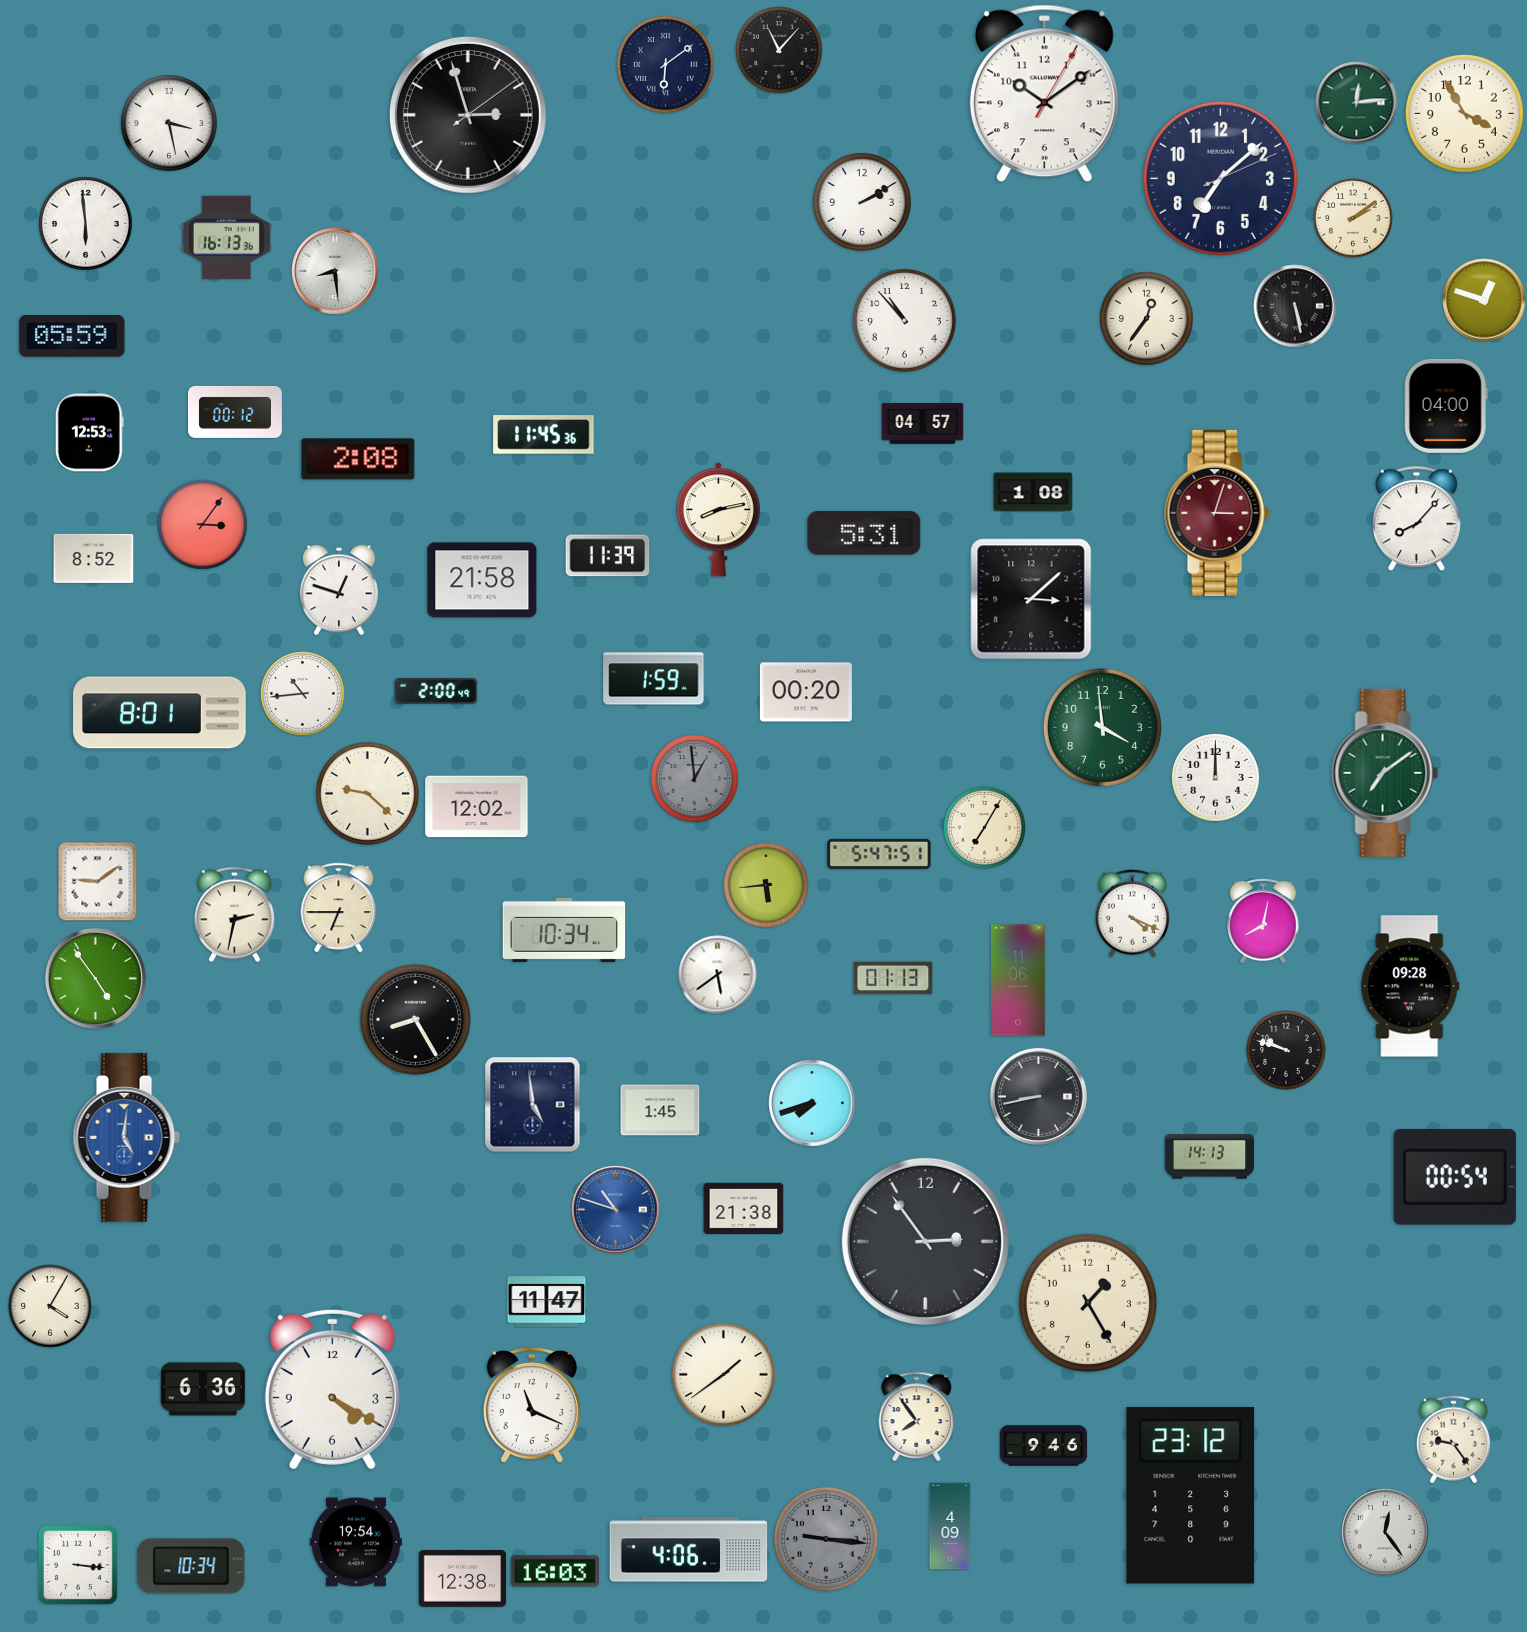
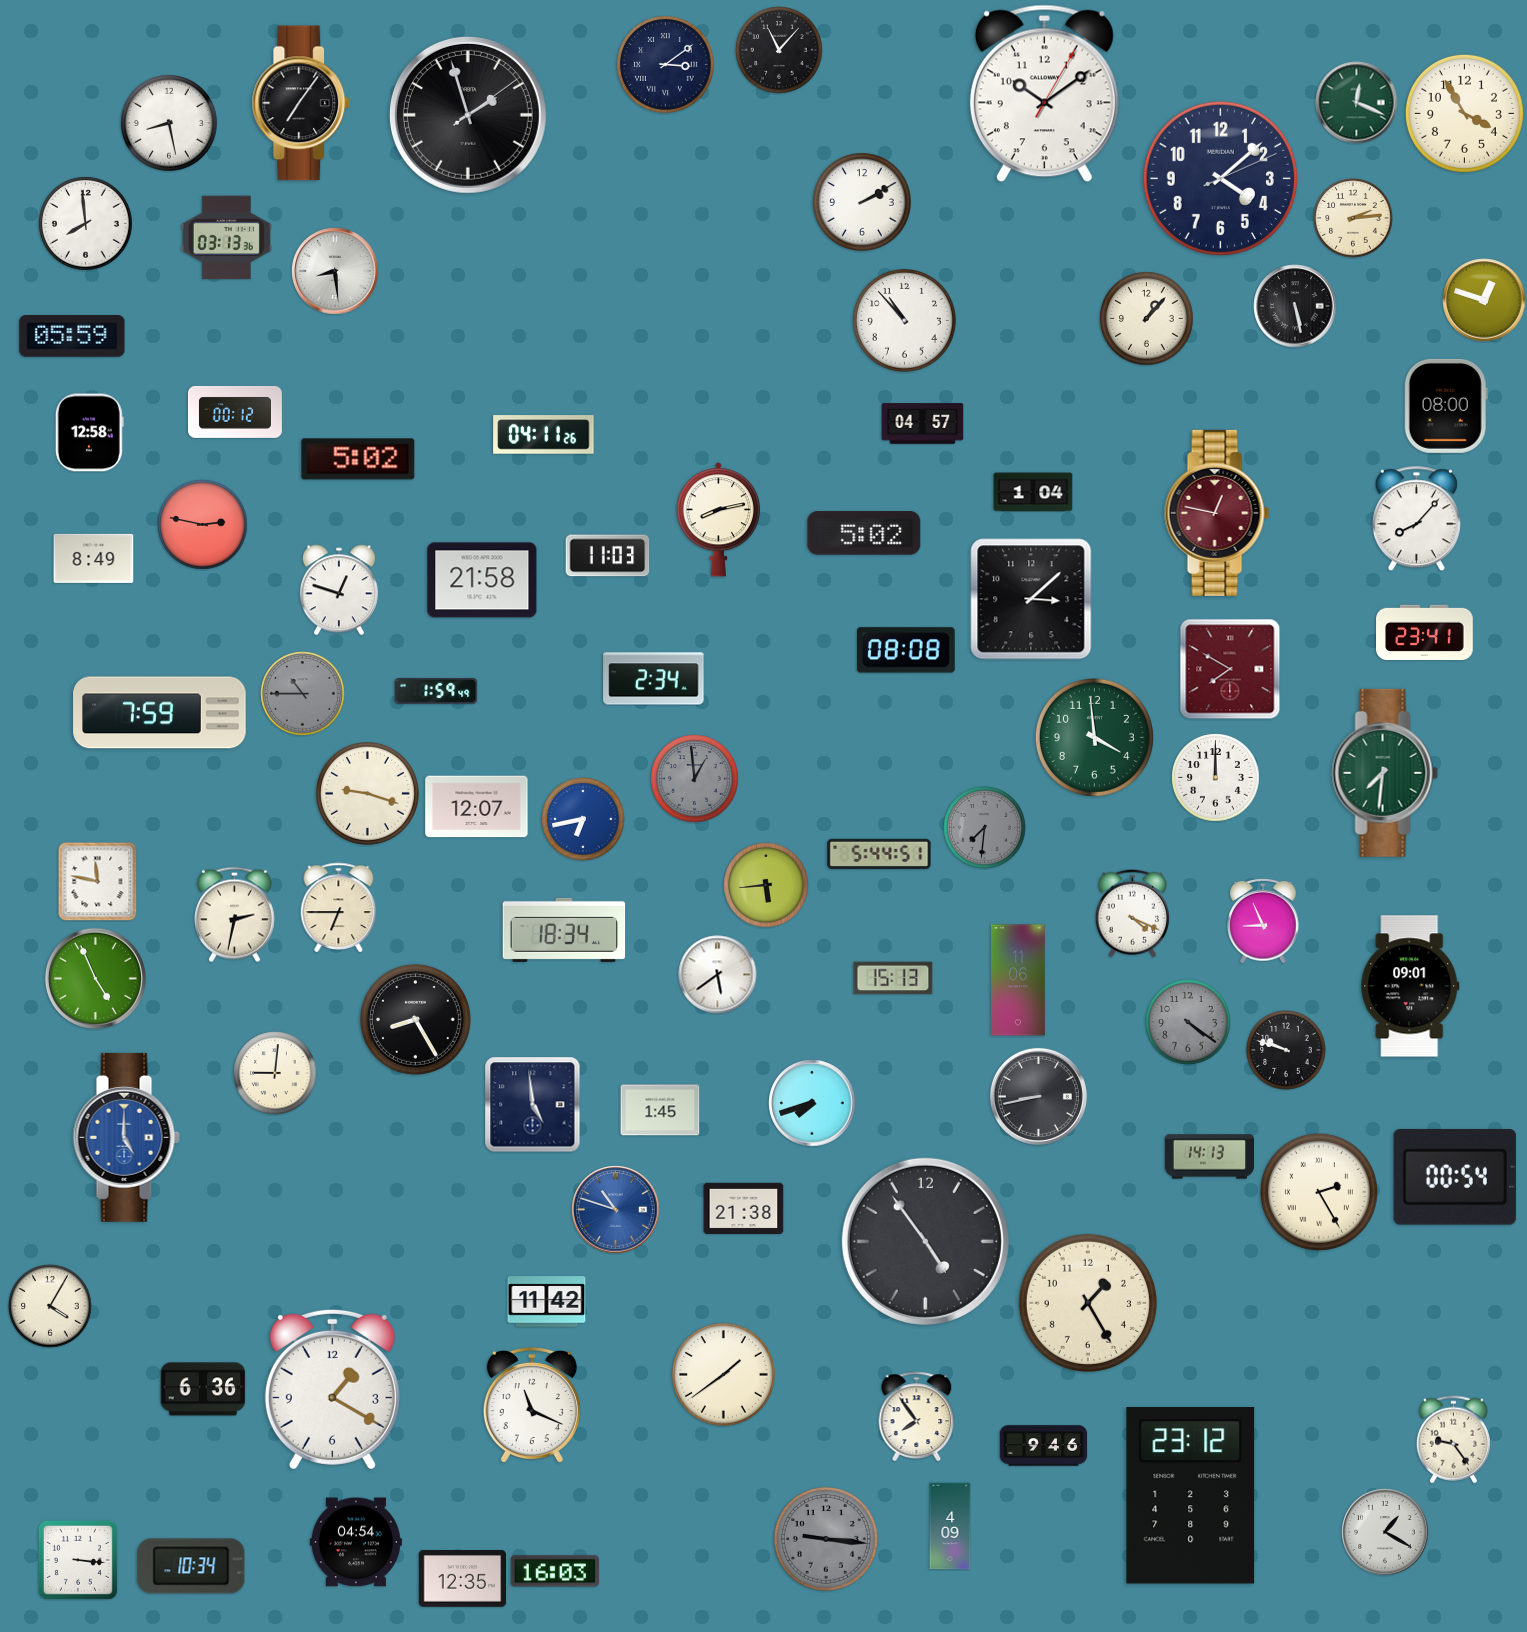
clock at (666, 65): 6:09 -> 3:09
clock at (301, 103): none -> 7:06
clock at (1357, 103): 12:14 -> 12:19
clock at (468, 115): 2:57 -> 1:57
clock at (170, 124): 3:28 -> 8:28
clock at (1220, 178): 7:08 -> 4:08
clock at (1353, 218): 2:09 -> 2:14
clock at (86, 224): 5:59 -> 7:59
clock at (226, 238): 16:13 -> 03:13
clock at (1147, 319): 12:36 -> 1:07
clock at (1446, 406): 04:00 -> 08:00
clock at (89, 433): 12:53 -> 12:58
clock at (544, 435): 11:45 -> 04:11
clock at (358, 459): 2:08 -> 5:02
clock at (1033, 492): 1:08 -> 1:04
clock at (1217, 513): 3:03 -> 12:47
clock at (203, 525): 3:06 -> 2:47
clock at (864, 533): 5:31 -> 5:02
clock at (608, 556): 11:39 -> 11:03
clock at (94, 558): 8:52 -> 8:49
clock at (1425, 633): none -> 23:41
clock at (907, 650): none -> 08:08
clock at (1230, 669): none -> 7:50
clock at (654, 679): 1:59 -> 2:34
clock at (436, 691): 2:00 -> 1:59
clock at (806, 692): 00:20 -> none
clock at (303, 694): 10:44 -> 10:45
clock at (303, 694) dial: white -> grey
clock at (160, 713): 8:01 -> 7:59
clock at (1102, 727) position: (1102, 727) -> (1094, 737)
clock at (1385, 773): 7:09 -> 7:31
clock at (367, 793): 9:22 -> 9:18
clock at (477, 807): 12:02 -> 12:07
clock at (583, 819): none -> 6:43
clock at (985, 828): 7:05 -> 7:31
clock at (985, 828) dial: cream -> grey
clock at (879, 854): 5:47 -> 5:44
clock at (98, 882): 9:09 -> 11:47
clock at (1263, 921): 8:02 -> 8:56
clock at (564, 930): 10:34 -> 18:34
clock at (95, 978): 4:54 -> 4:56
clock at (893, 978): 01:13 -> 15:13
clock at (1410, 986): 09:28 -> 09:01
clock at (1188, 1022): none -> 4:21
clock at (275, 1073): none -> 9:01
clock at (126, 1137): 5:01 -> 5:00
clock at (1319, 1192): none -> 2:25
clock at (925, 1241): 2:54 -> 4:54
clock at (547, 1302): 11:47 -> 11:42
clock at (332, 1389): 4:20 -> 1:20
clock at (1385, 1532): 12:24 -> 1:20
clock at (356, 1542): 19:54 -> 04:54
clock at (689, 1550): 4:06 -> none
clock at (78, 1565) position: (78, 1565) -> (78, 1560)
clock at (463, 1579): 12:38 -> 12:35
